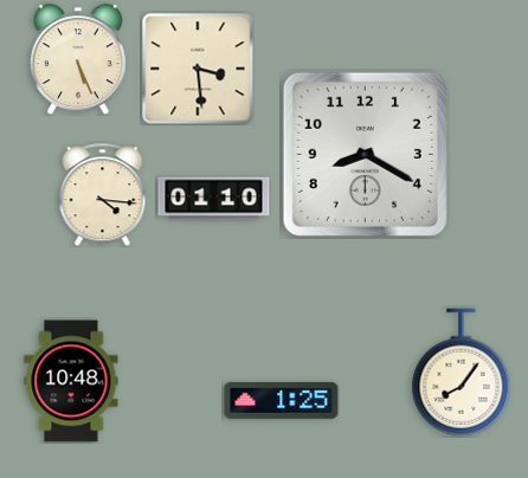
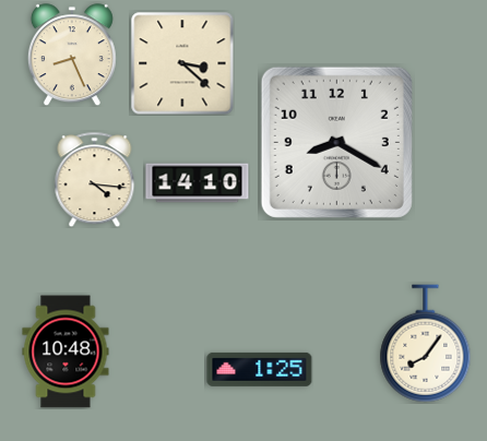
clock at (78, 59): 5:26 -> 8:26
clock at (198, 69): 3:29 -> 3:22
clock at (214, 199): 01:10 -> 14:10
